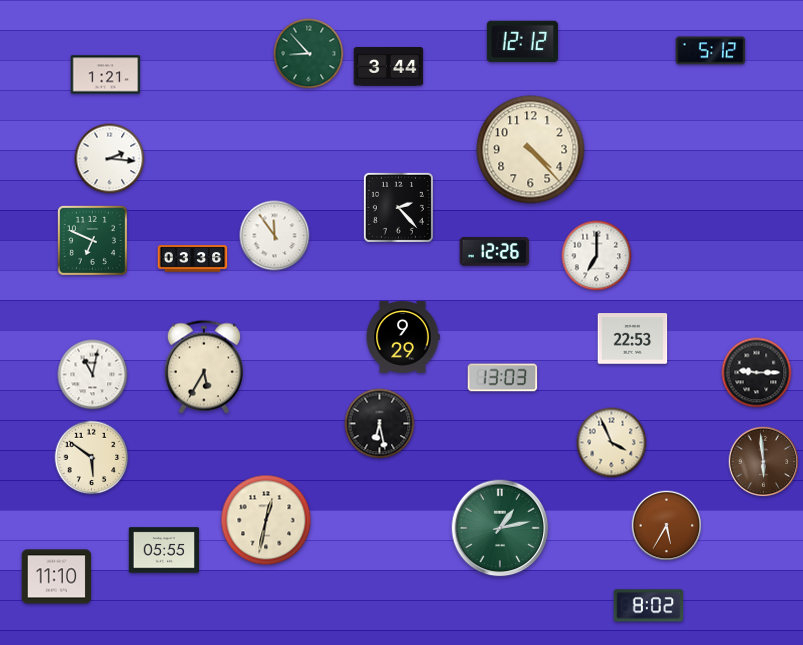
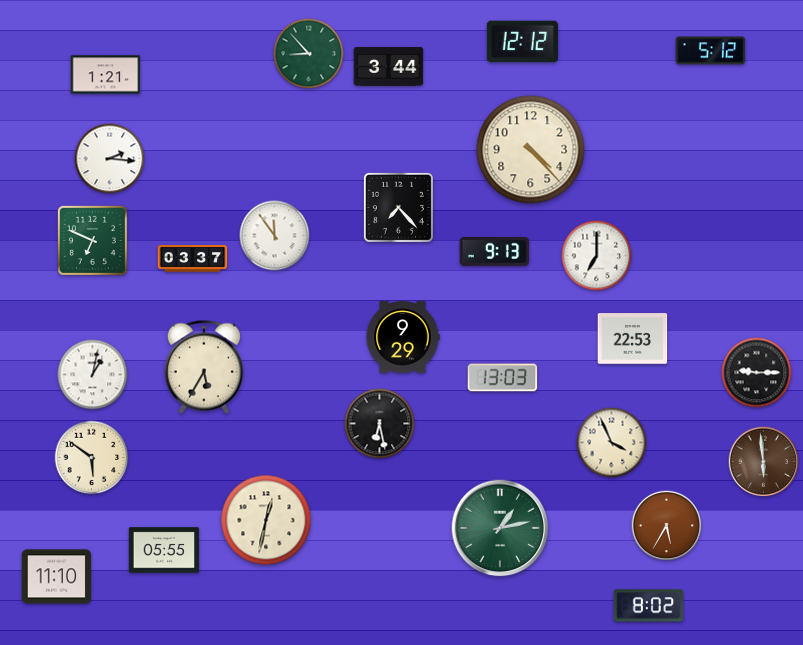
clock at (398, 207): 2:23 -> 7:23
clock at (495, 252): 12:26 -> 9:13
clock at (193, 259): 03:36 -> 03:37
clock at (93, 375): 11:02 -> 1:02
